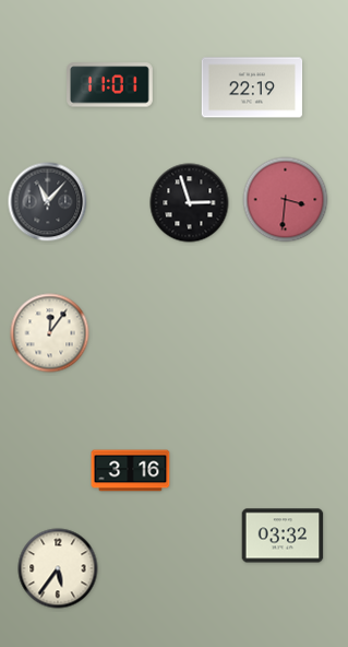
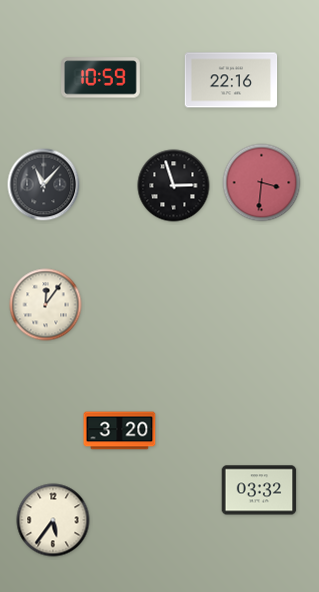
clock at (110, 85): 11:01 -> 10:59
clock at (252, 87): 22:19 -> 22:16
clock at (131, 471): 3:16 -> 3:20
